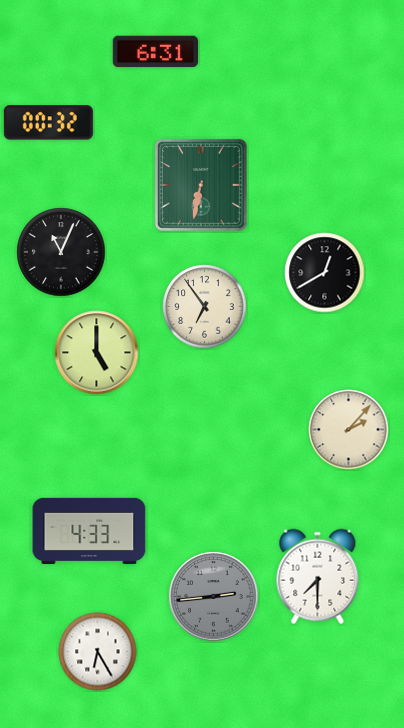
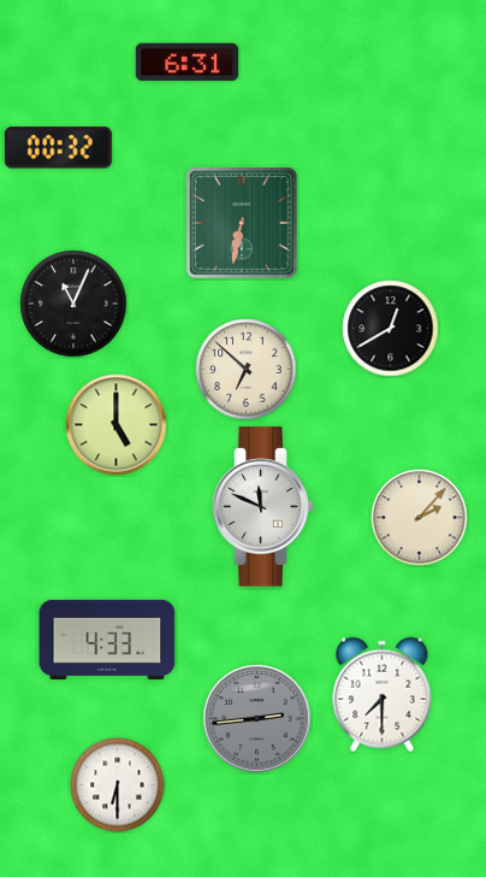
clock at (205, 307): 6:54 -> 6:52
clock at (263, 507): none -> 11:49
clock at (98, 652): 6:25 -> 6:30
